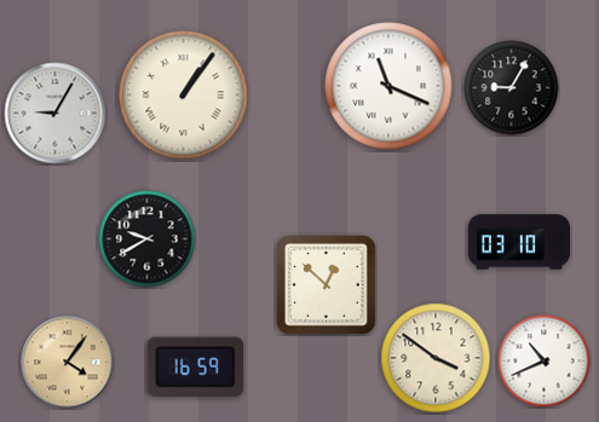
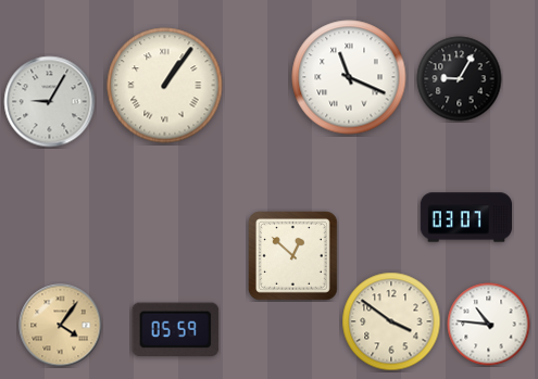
clock at (148, 239): 9:40 -> none
clock at (518, 242): 03:10 -> 03:07
clock at (545, 362): 10:41 -> 10:46
clock at (196, 368): 16:59 -> 05:59
